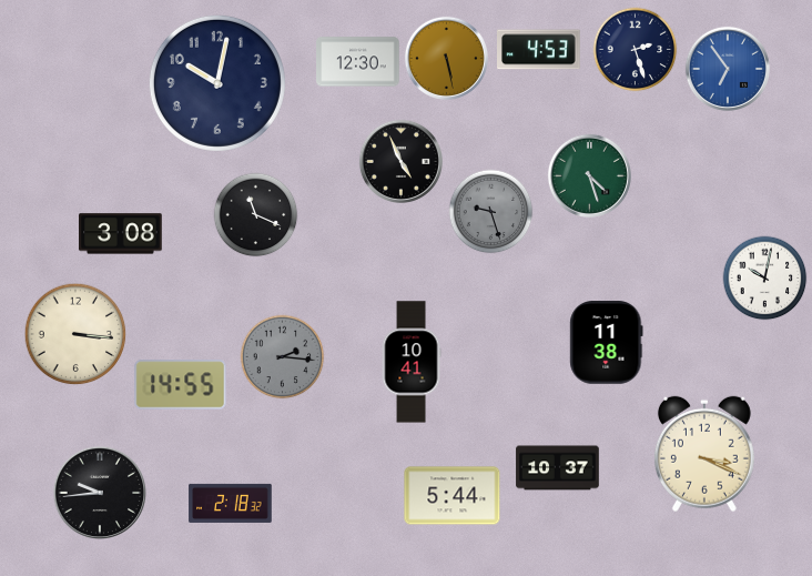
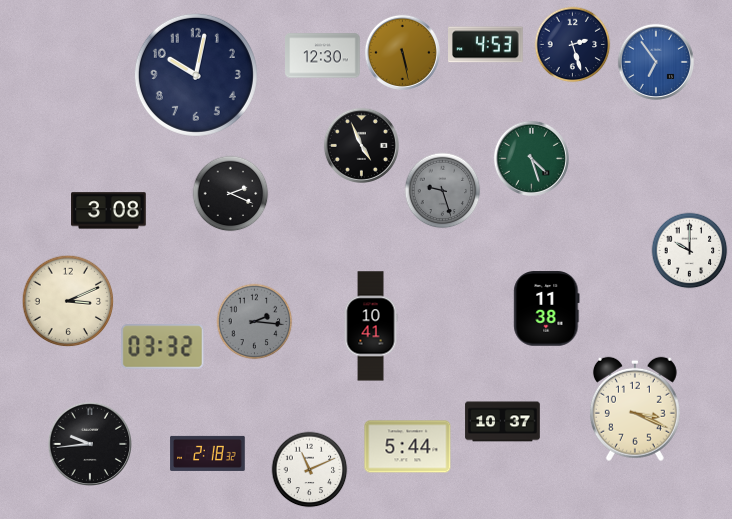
clock at (256, 215): 11:19 -> 2:19
clock at (765, 279): 10:02 -> 10:00
clock at (75, 334): 3:16 -> 3:11
clock at (181, 385): 14:55 -> 03:32
clock at (310, 470): none -> 11:11
